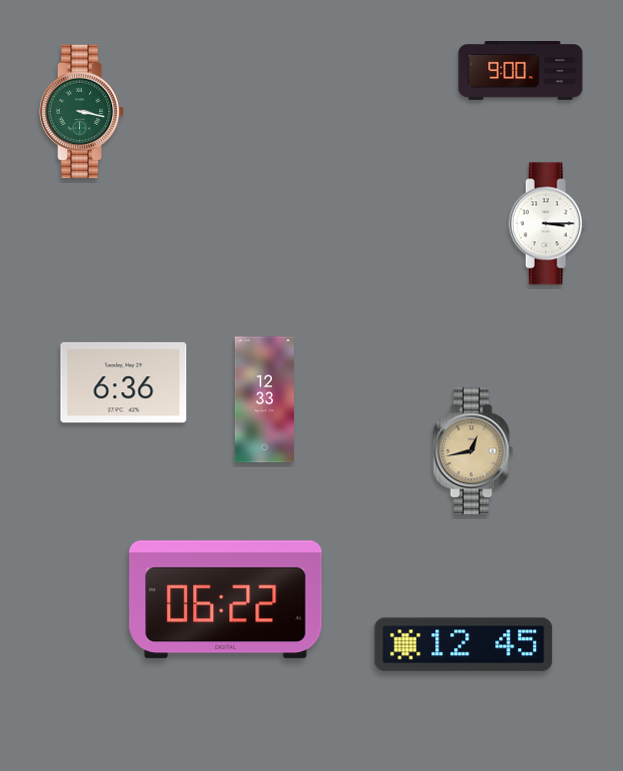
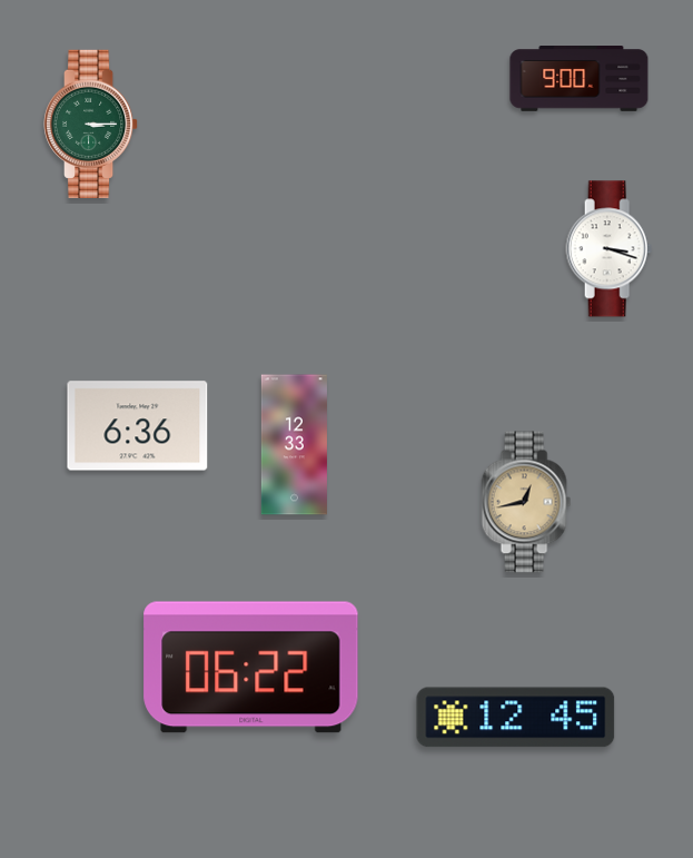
clock at (82, 111): 3:17 -> 3:15
clock at (548, 224): 3:15 -> 3:18
